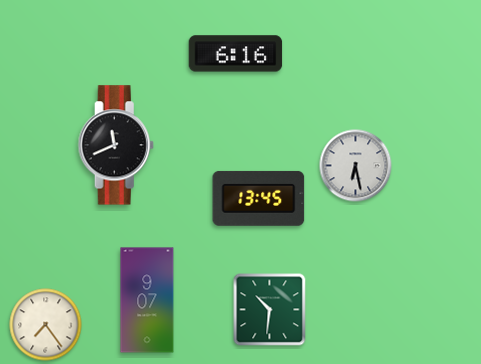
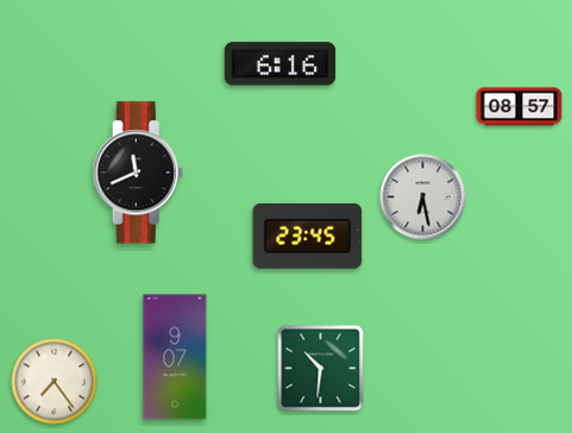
clock at (520, 107): none -> 08:57
clock at (259, 198): 13:45 -> 23:45
clock at (46, 325) position: (46, 325) -> (55, 382)
